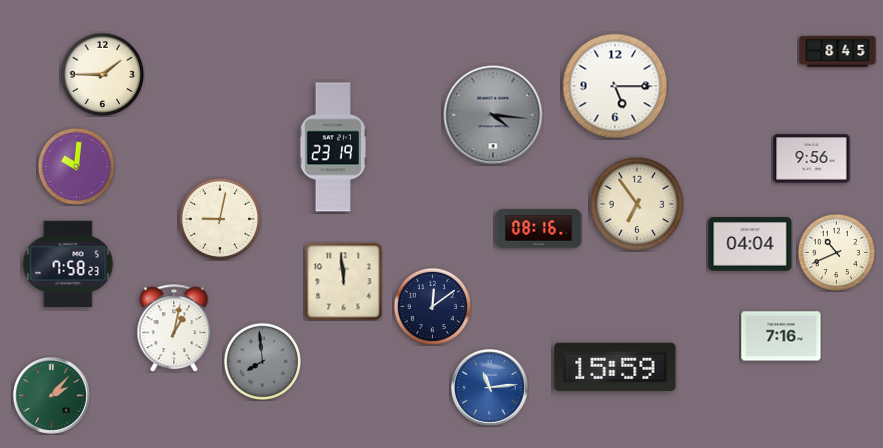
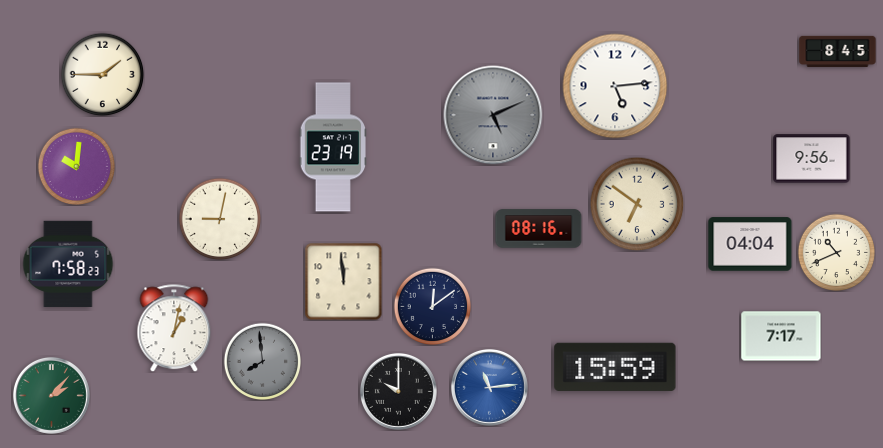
clock at (615, 86): 5:15 -> 5:14
clock at (493, 115): 4:16 -> 5:11
clock at (637, 204): 6:54 -> 6:51
clock at (781, 336): 7:16 -> 7:17
clock at (398, 391): none -> 10:00
